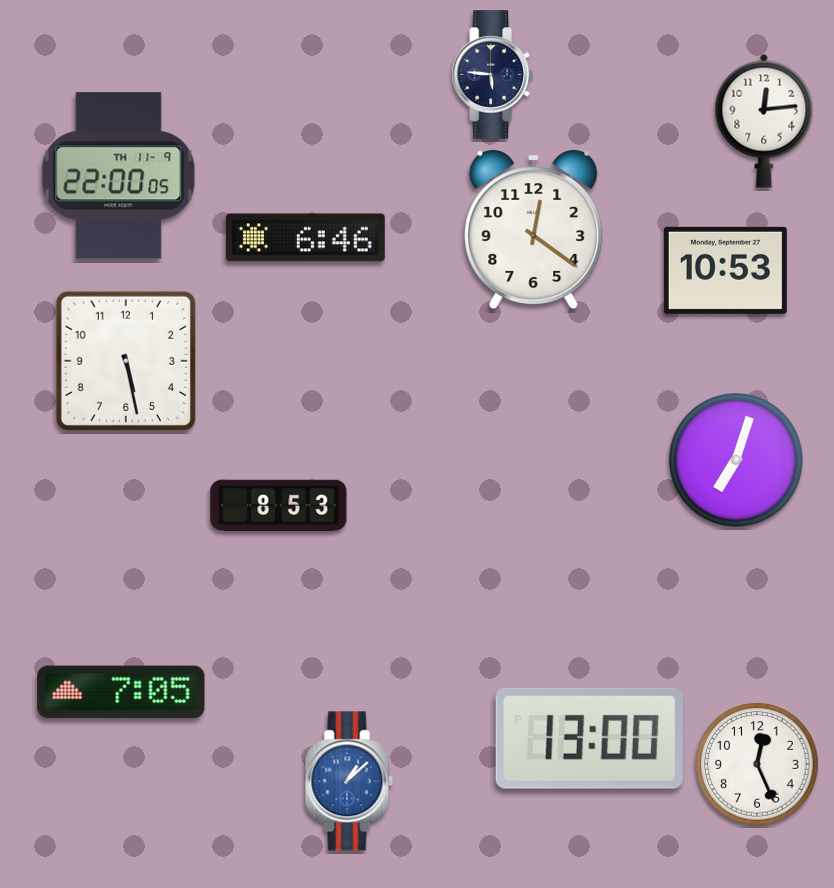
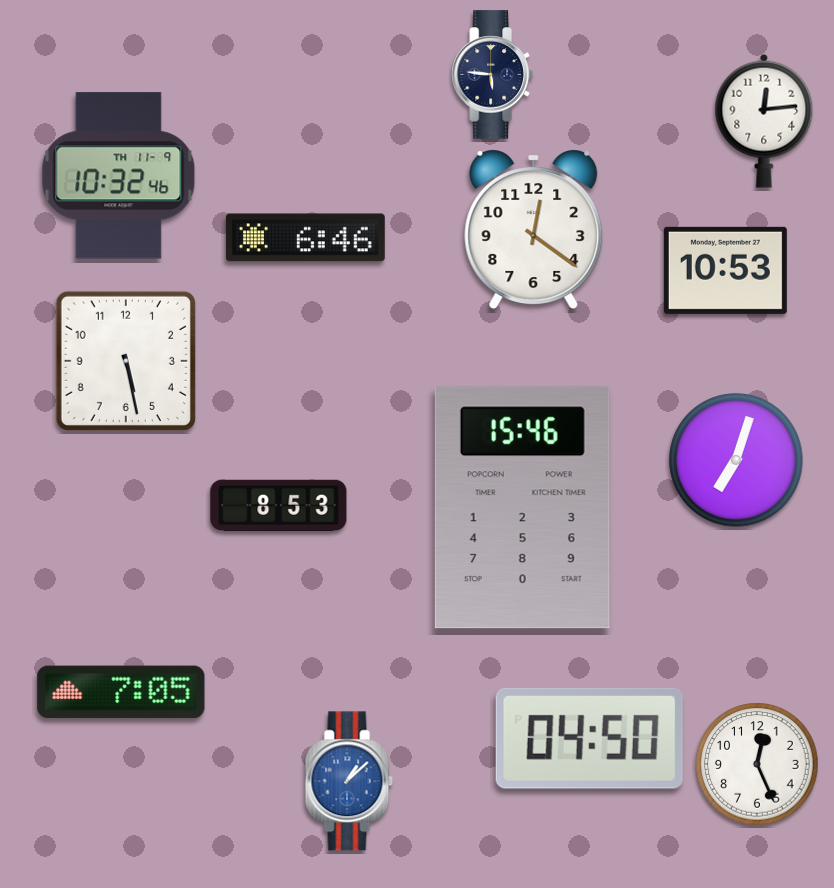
clock at (119, 176): 22:00 -> 10:32
clock at (522, 508): none -> 15:46
clock at (589, 738): 13:00 -> 04:50
